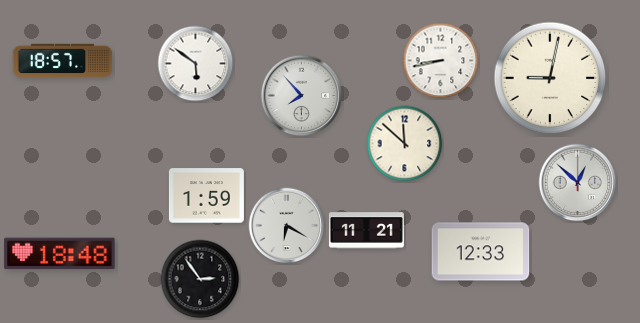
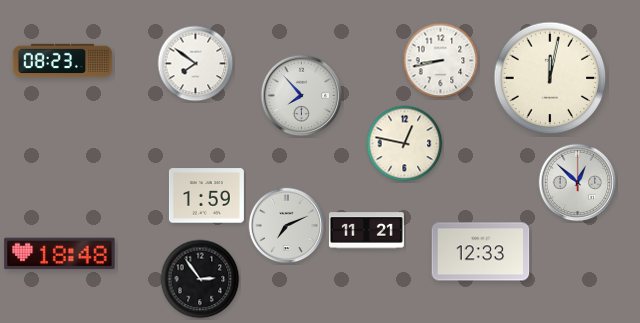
clock at (63, 61): 18:57 -> 08:23
clock at (196, 64): 5:51 -> 7:51
clock at (550, 78): 9:02 -> 12:02
clock at (405, 144): 11:52 -> 12:47
clock at (287, 226): 6:20 -> 7:11
